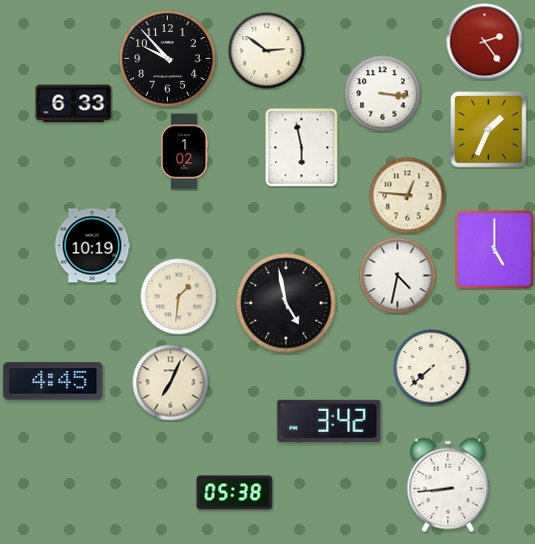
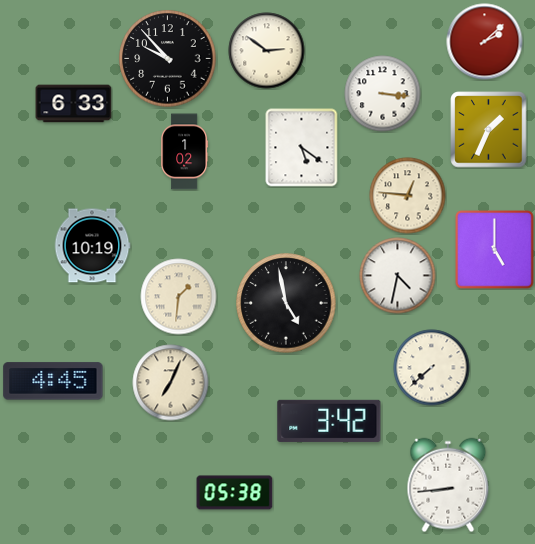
clock at (485, 42): 2:24 -> 2:08
clock at (302, 148): 5:58 -> 5:21
